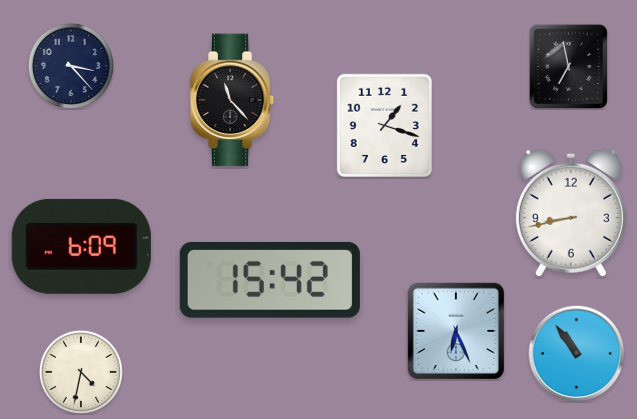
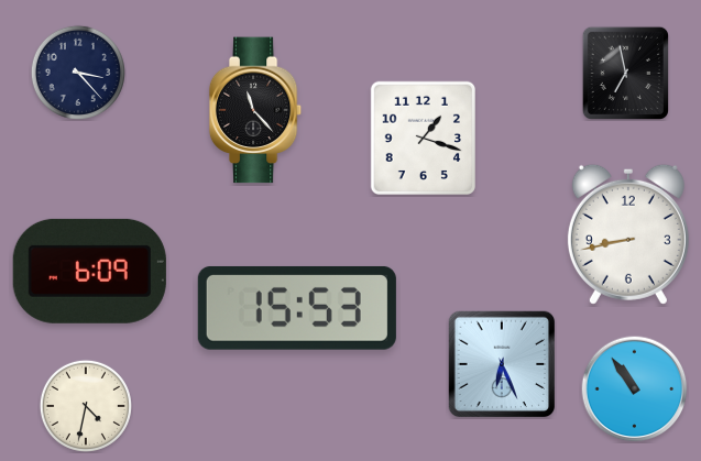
clock at (270, 280): 15:42 -> 15:53
clock at (81, 372) position: (81, 372) -> (86, 406)
